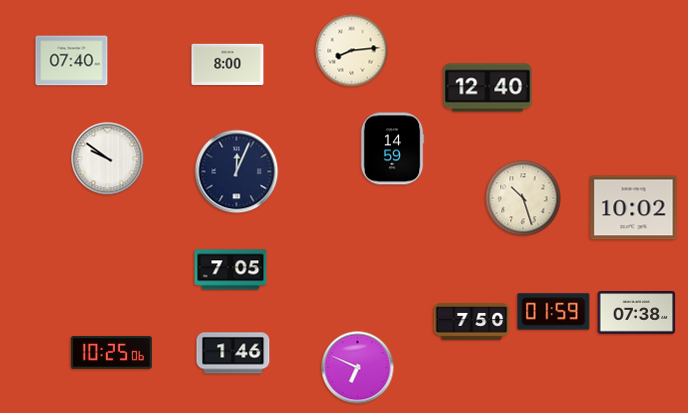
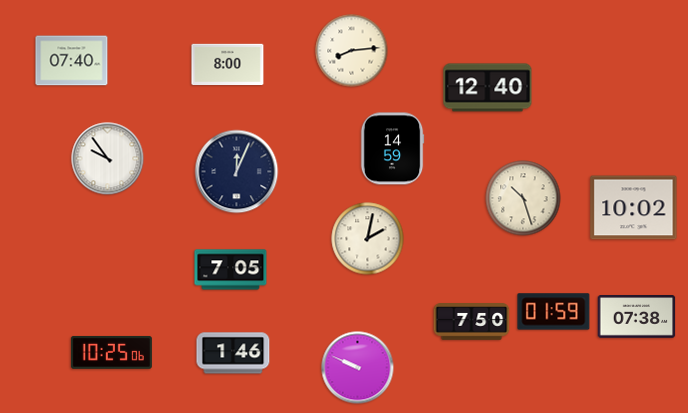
clock at (108, 159): 9:51 -> 9:54
clock at (368, 239): none -> 2:02
clock at (637, 313) position: (637, 313) -> (637, 317)
clock at (358, 368): 6:49 -> 9:49
